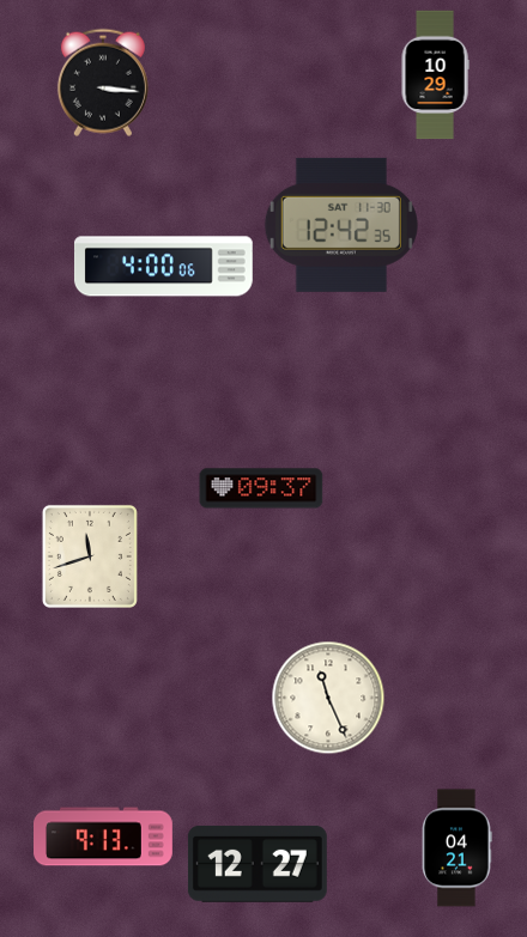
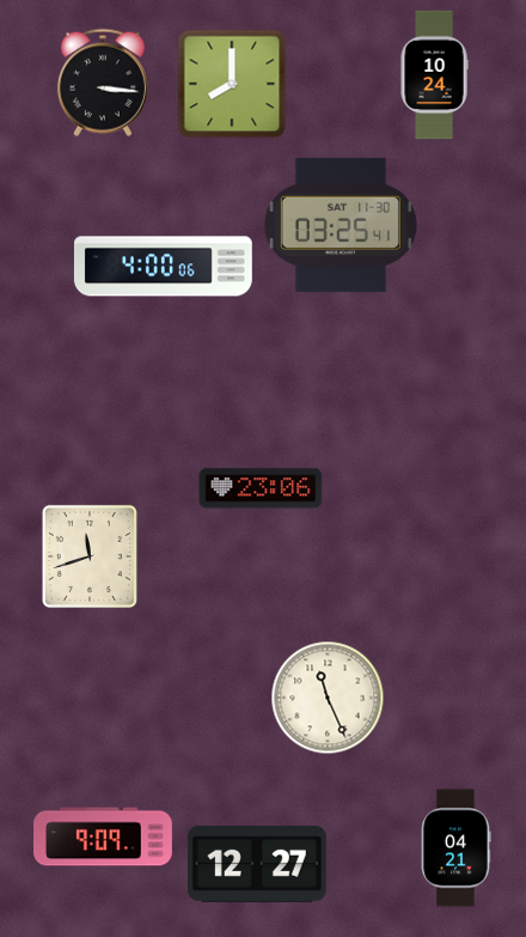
clock at (435, 75): 10:29 -> 10:24
clock at (232, 84): none -> 8:00
clock at (341, 225): 12:42 -> 03:25
clock at (261, 488): 09:37 -> 23:06
clock at (104, 836): 9:13 -> 9:09
